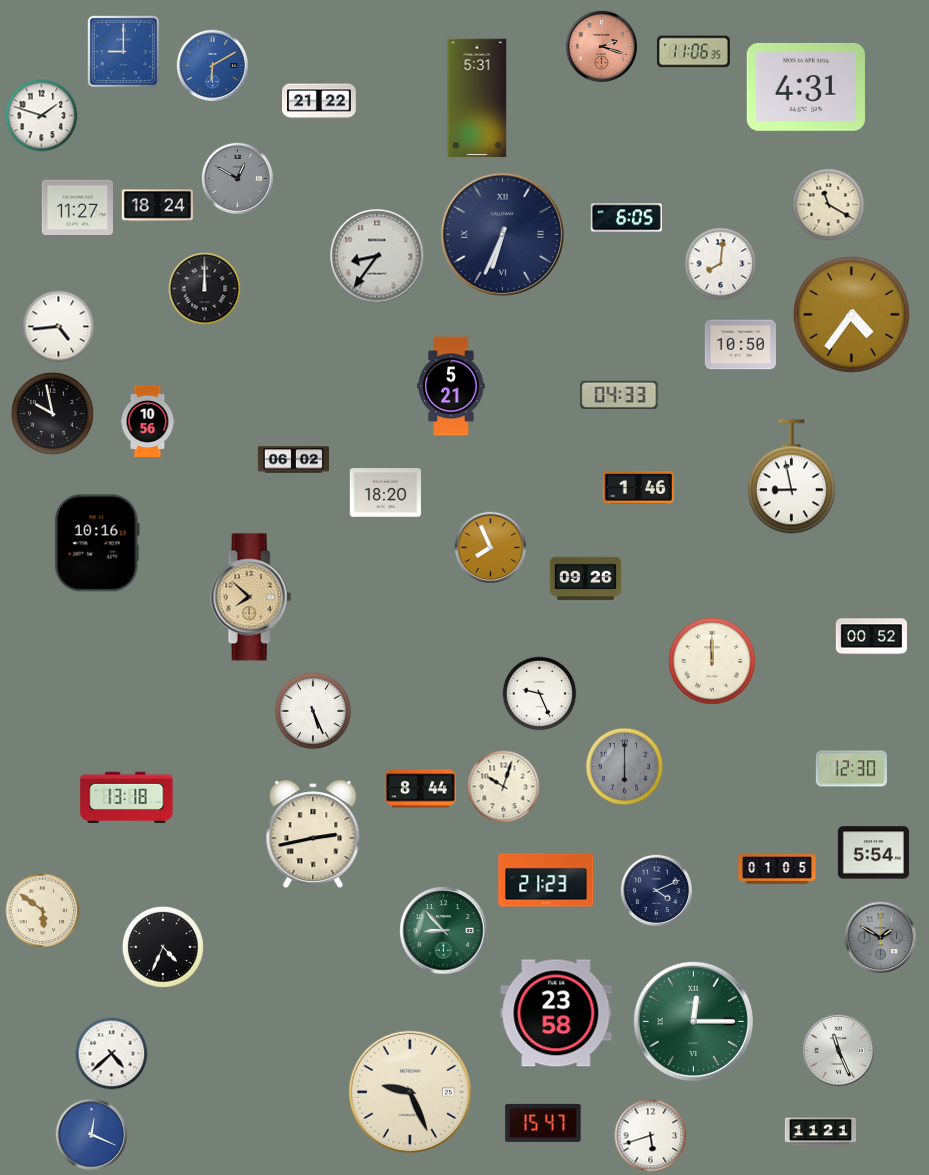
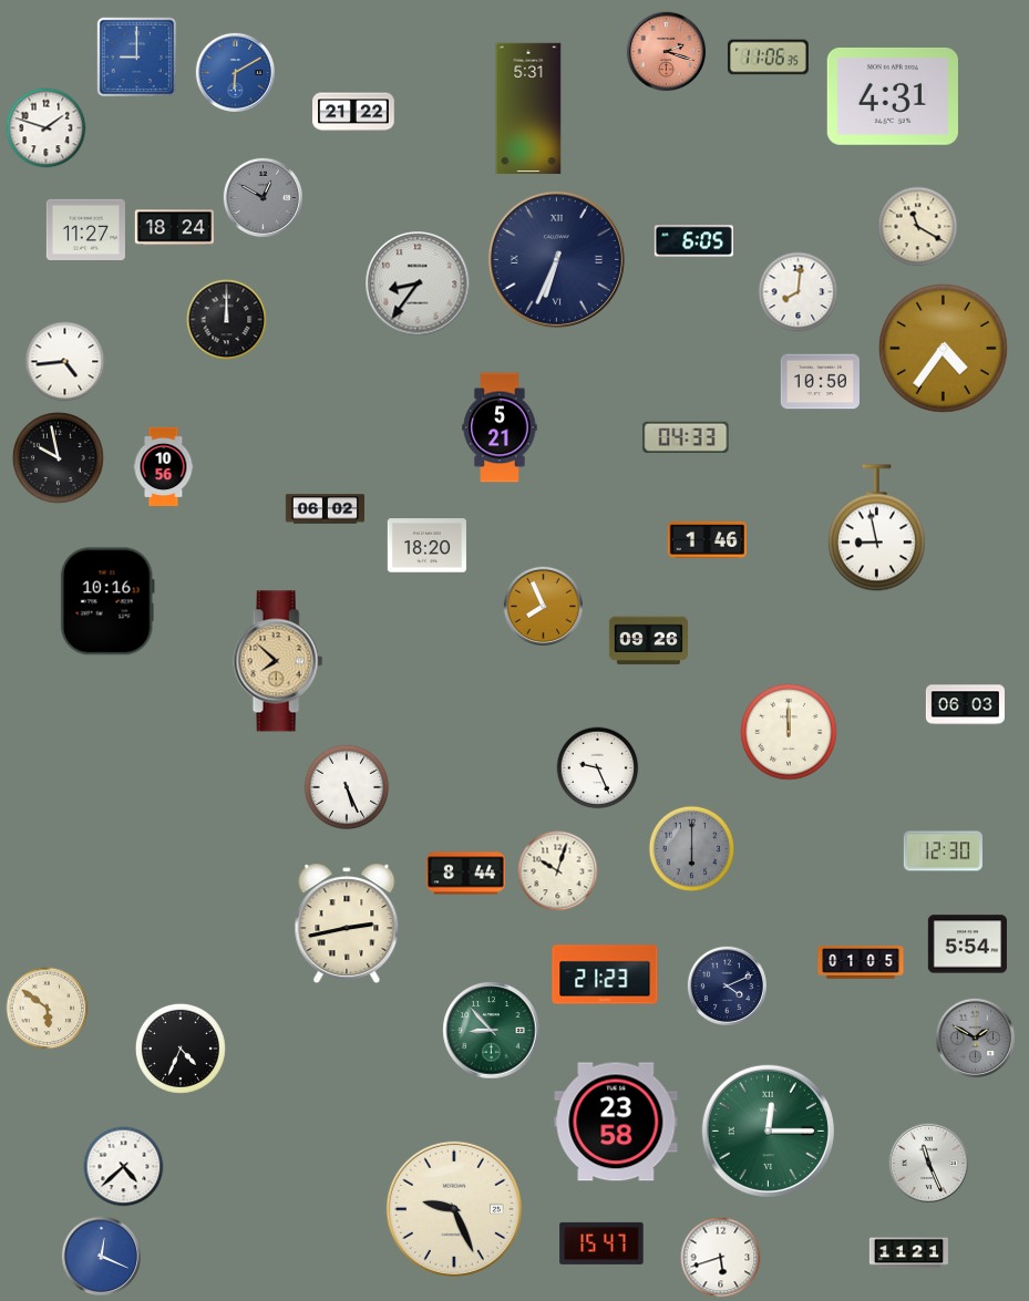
clock at (871, 637): 00:52 -> 06:03
clock at (127, 798): 13:18 -> none
